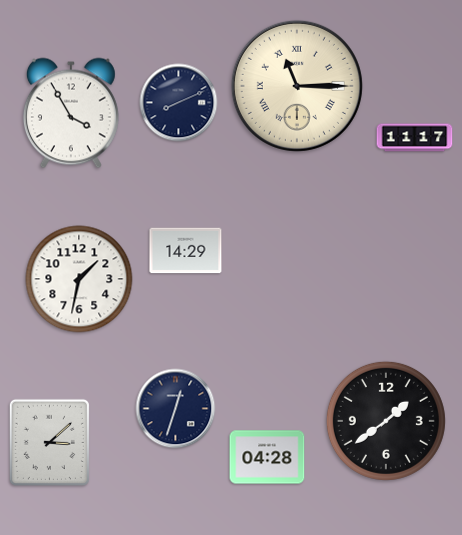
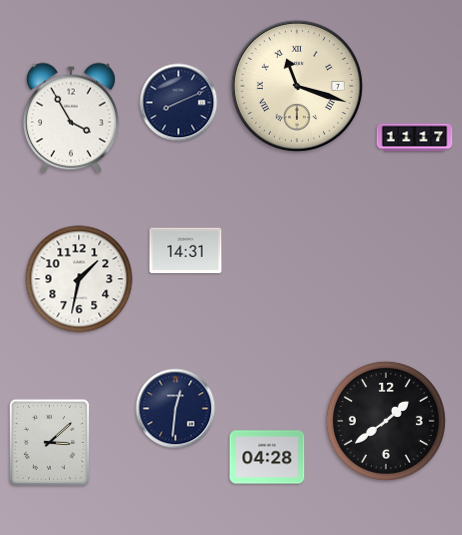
clock at (297, 86): 11:15 -> 11:18
clock at (71, 113) position: (71, 113) -> (71, 118)
clock at (186, 251): 14:29 -> 14:31
clock at (176, 409): 12:33 -> 12:31
